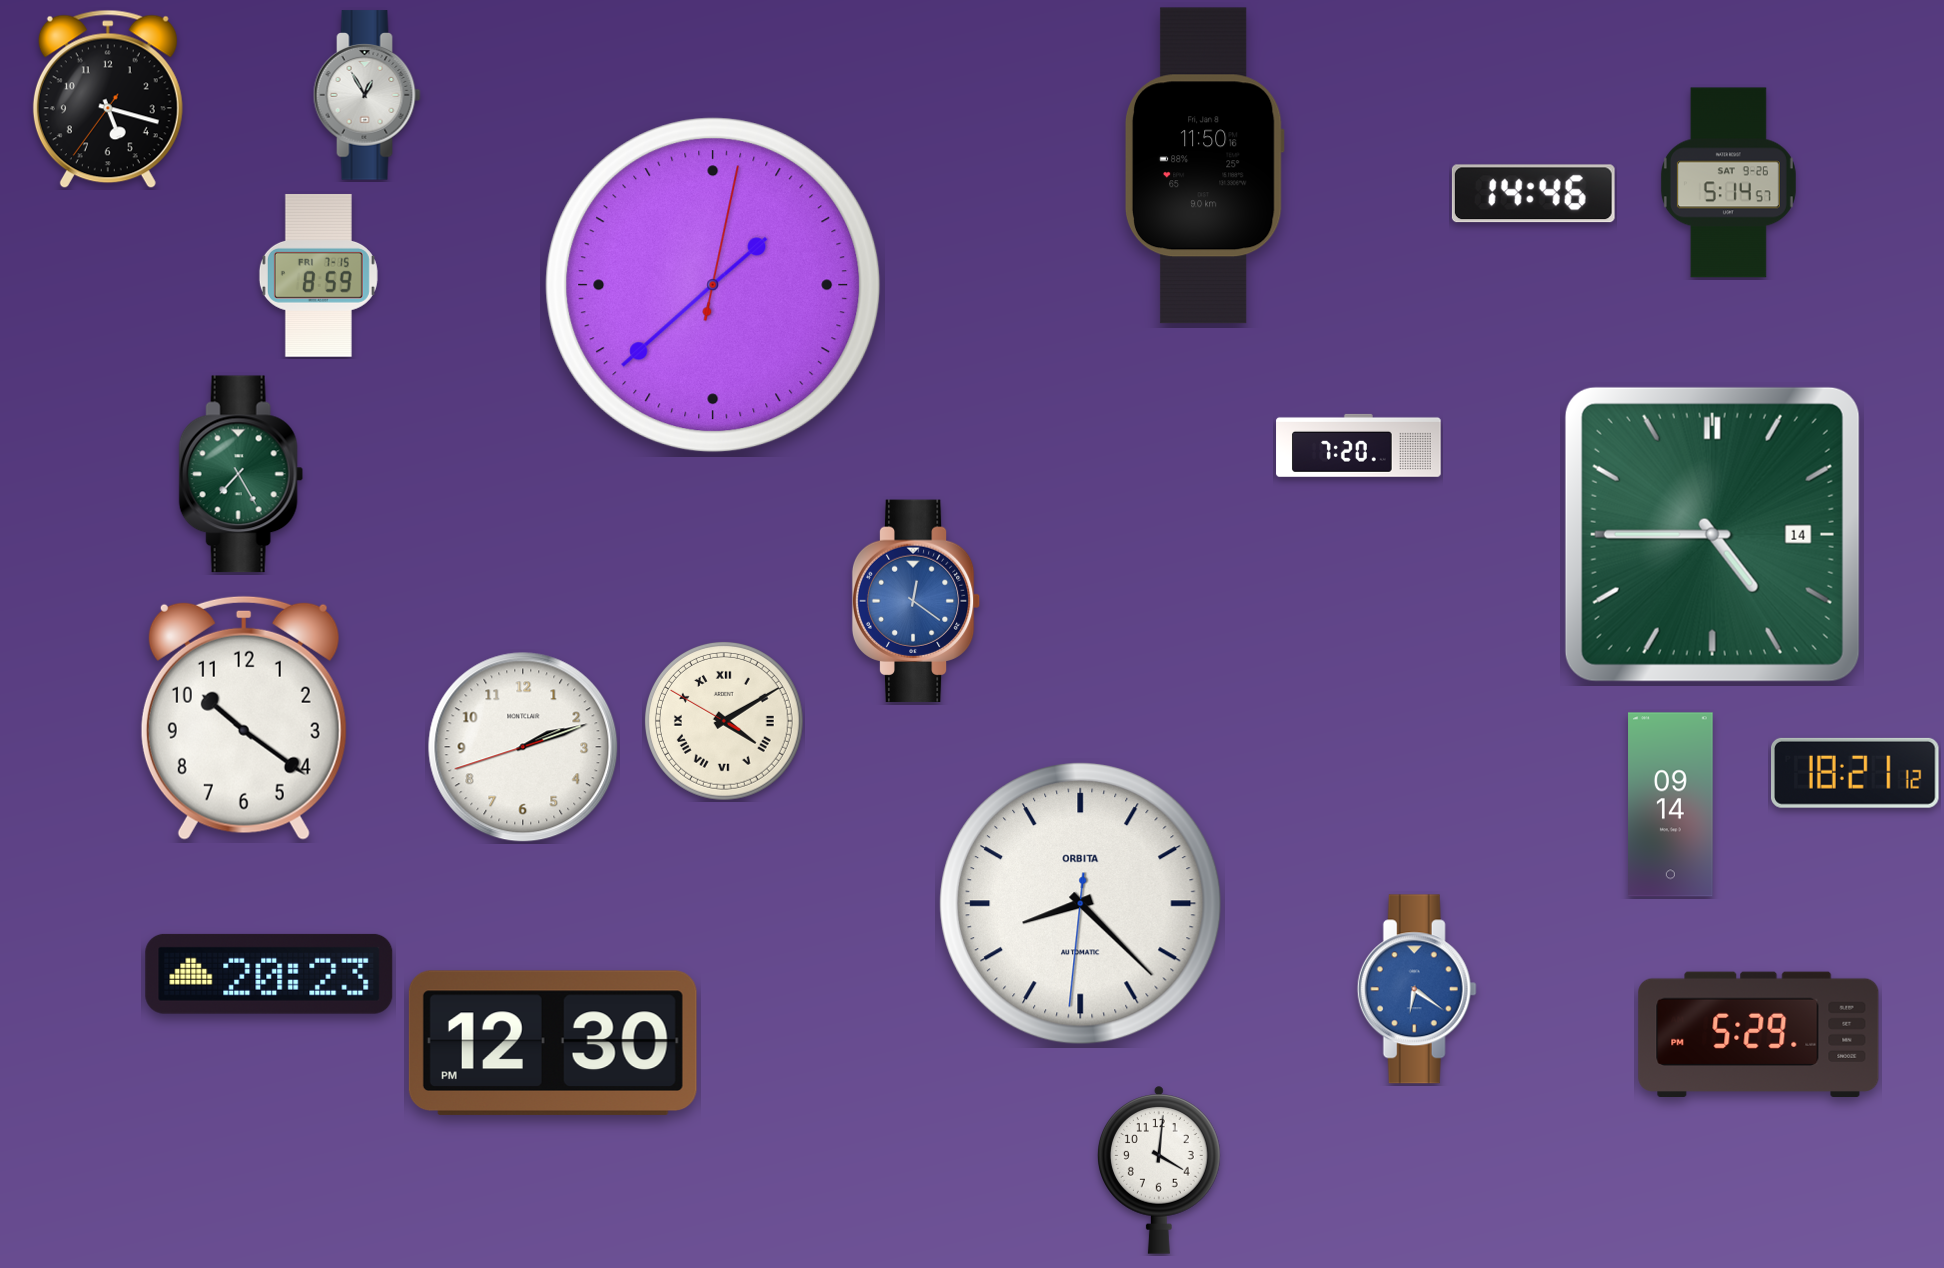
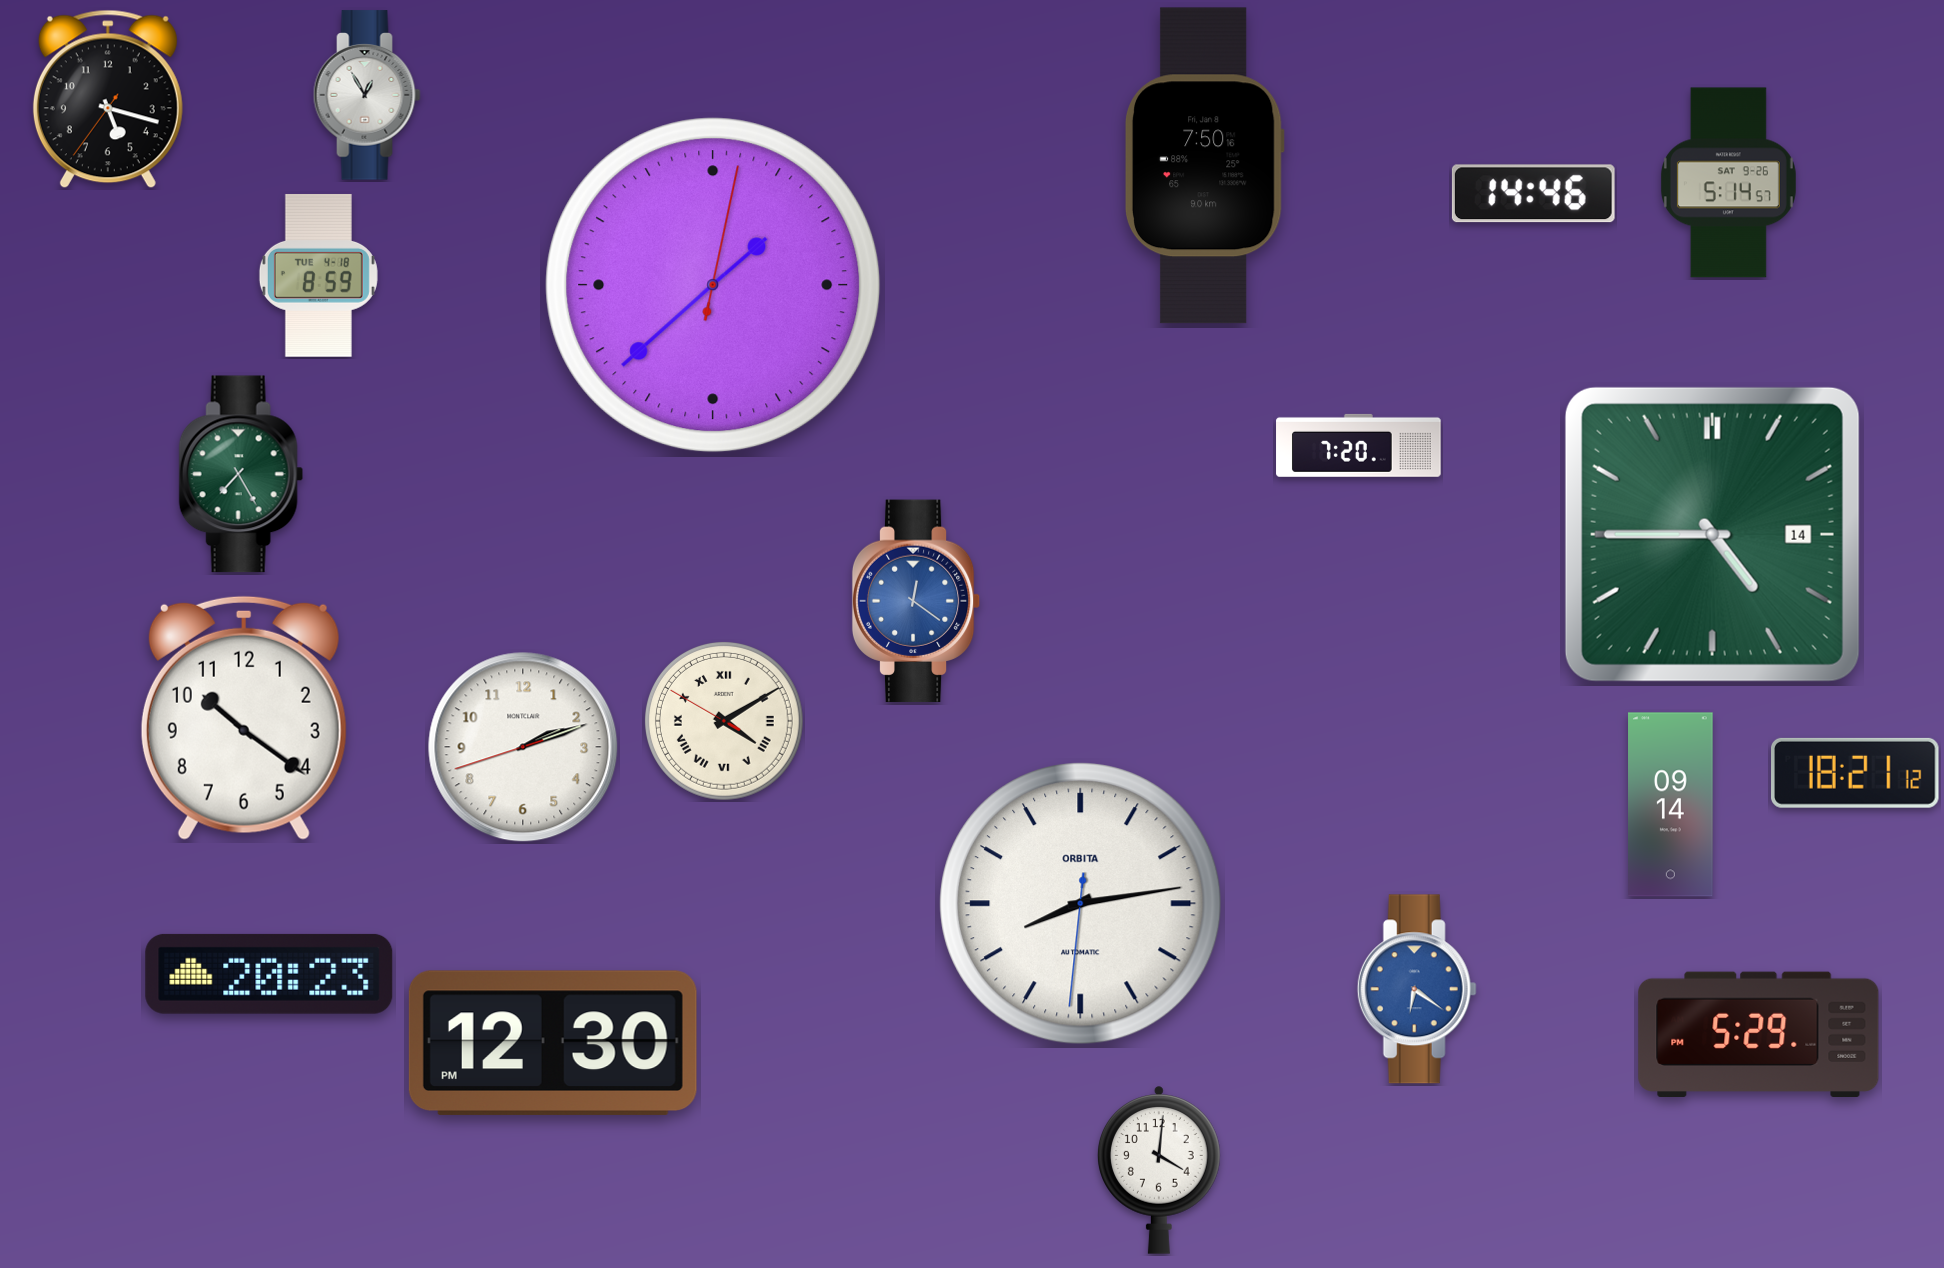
clock at (1204, 166): 11:50 -> 7:50
clock at (318, 275) date: FRI 7-15 -> TUE 4-18
clock at (1081, 904): 8:22 -> 8:13
